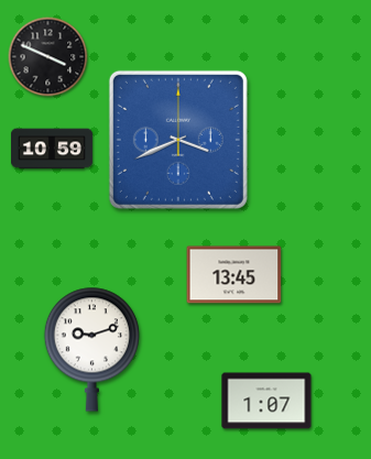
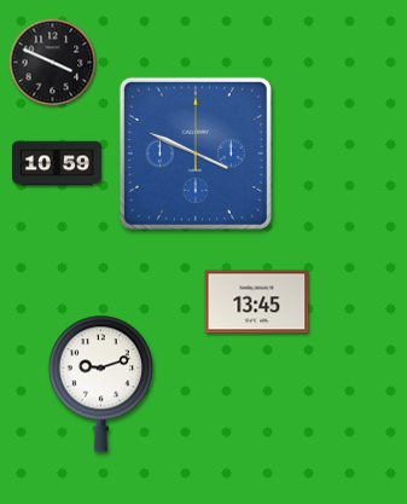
clock at (178, 140): 3:41 -> 3:49
clock at (266, 401): 1:07 -> none
